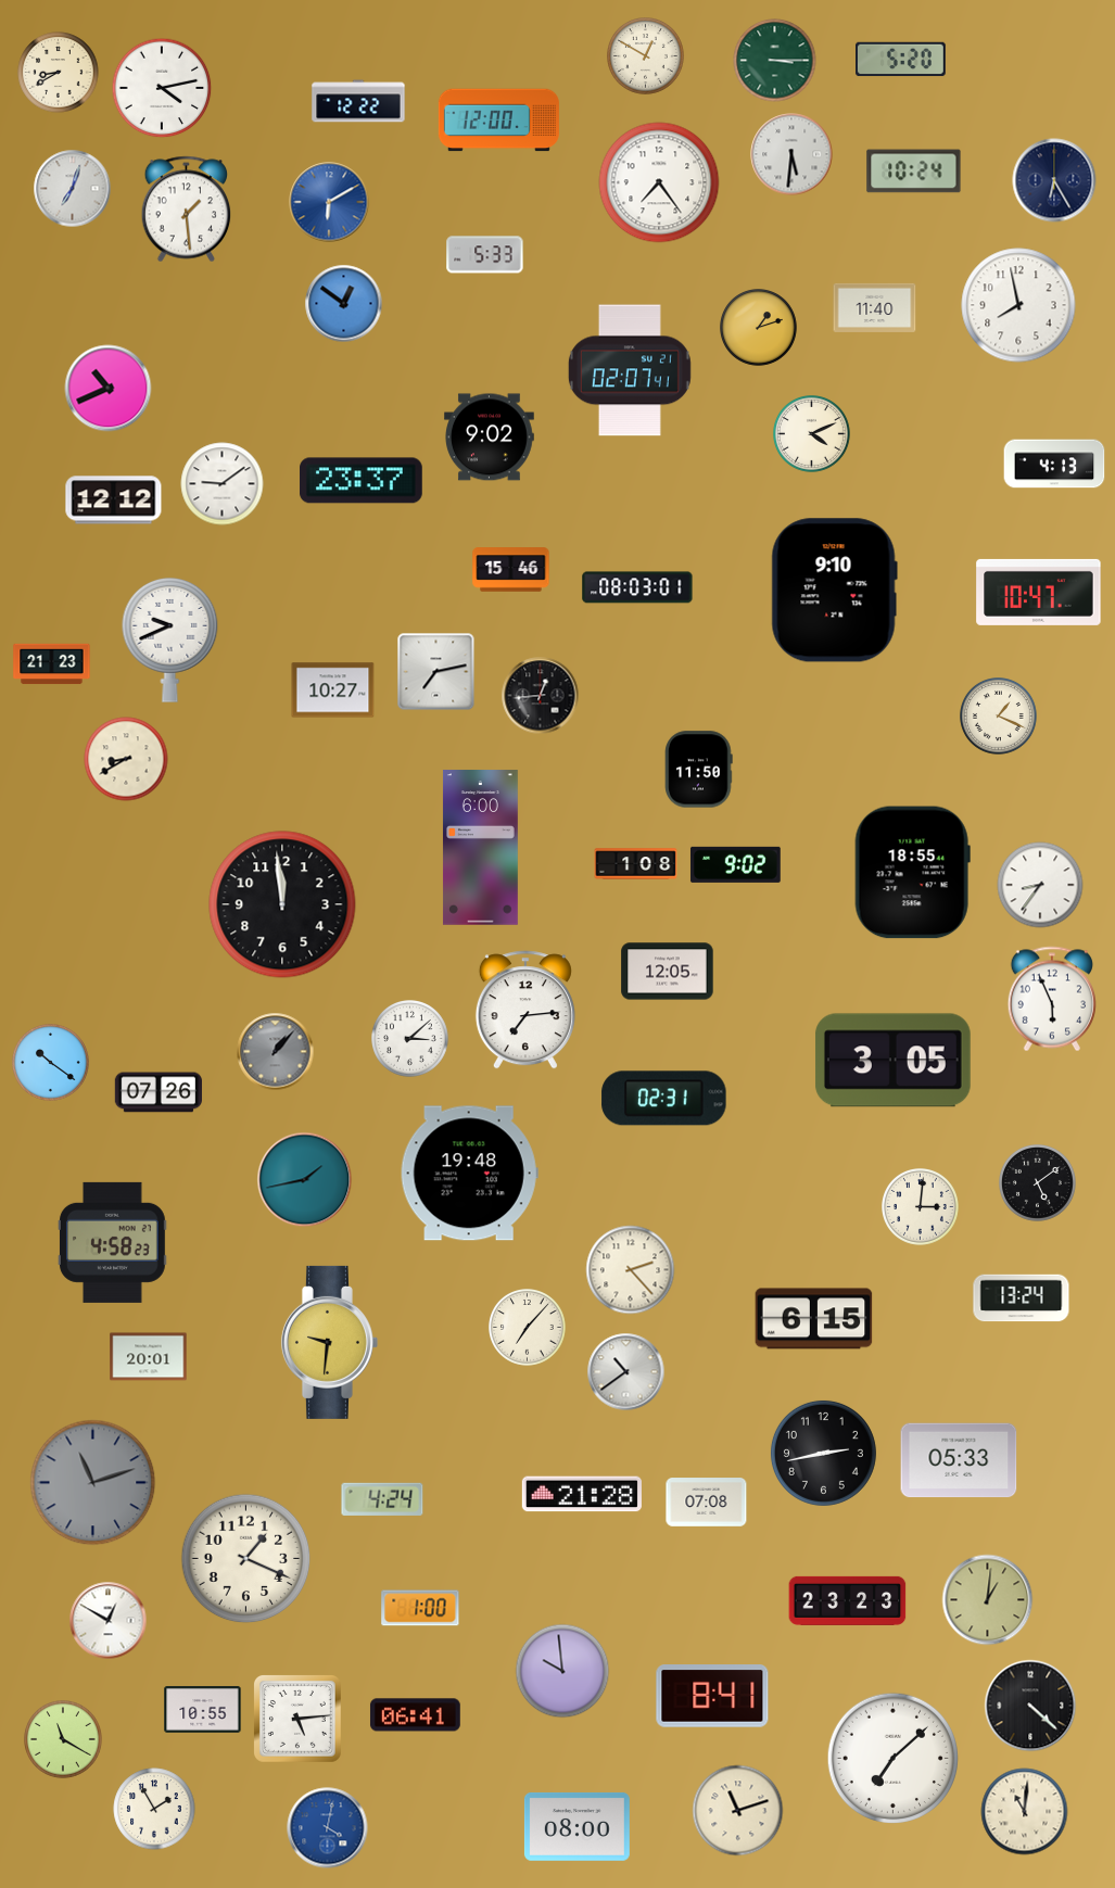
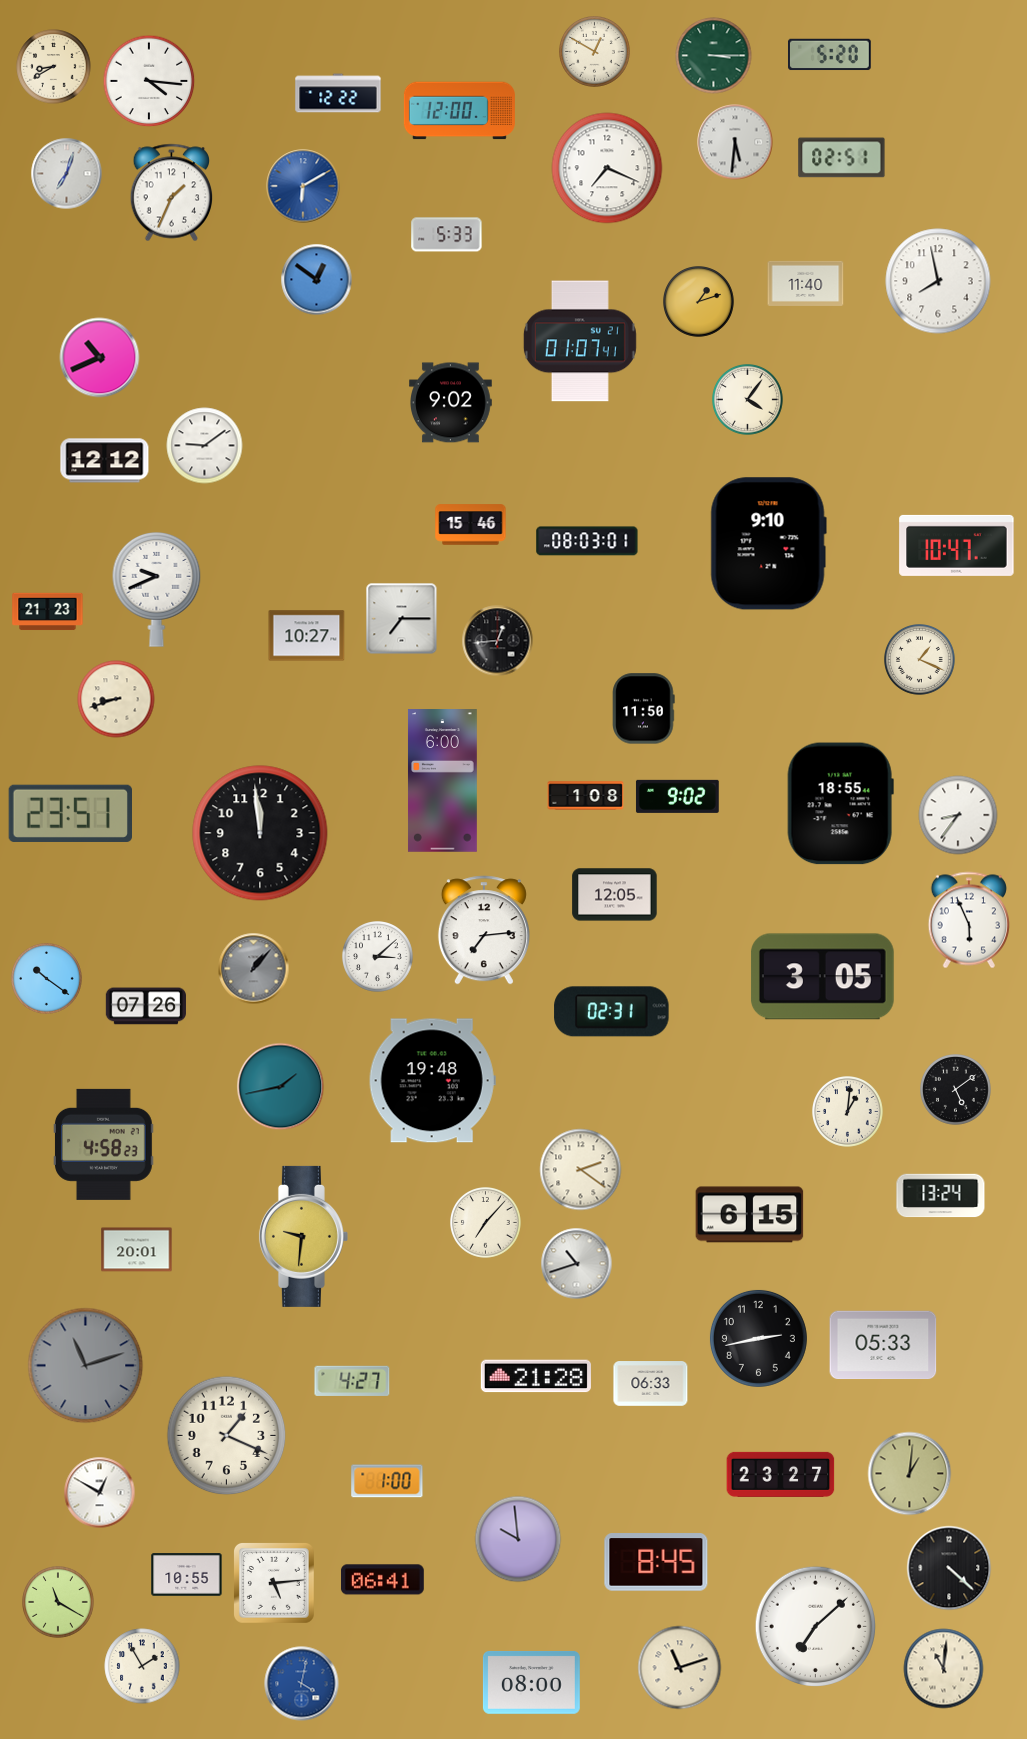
clock at (162, 88): 4:13 -> 4:16
clock at (358, 101) position: (358, 101) -> (338, 93)
clock at (791, 154) position: (791, 154) -> (735, 142)
clock at (914, 172): 10:24 -> 02:51
clock at (1054, 180): 6:25 -> none
clock at (659, 182): 7:24 -> 7:19
clock at (187, 210): 1:29 -> 1:34
clock at (630, 370): 02:07 -> 01:07
clock at (812, 434): 4:11 -> 4:06
clock at (1054, 464): 4:13 -> none
clock at (362, 481): 23:37 -> none
clock at (436, 672): 7:13 -> 7:15
clock at (126, 759): 8:40 -> 8:42
clock at (70, 813): none -> 23:51
clock at (921, 1207): 3:01 -> 1:01
clock at (631, 1270): 2:23 -> 2:21
clock at (626, 1372): 10:39 -> 10:42
clock at (382, 1499): 4:24 -> 4:27
clock at (707, 1503): 07:08 -> 06:33
clock at (848, 1600): 23:23 -> 23:27
clock at (712, 1696): 8:41 -> 8:45
clock at (1030, 1706) position: (1030, 1706) -> (949, 1568)
clock at (892, 1758) position: (892, 1758) -> (815, 1626)
